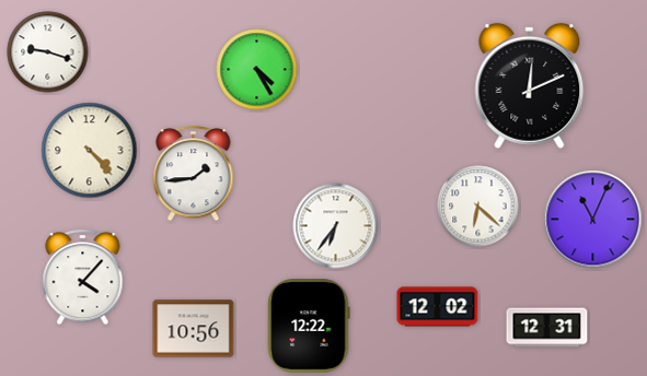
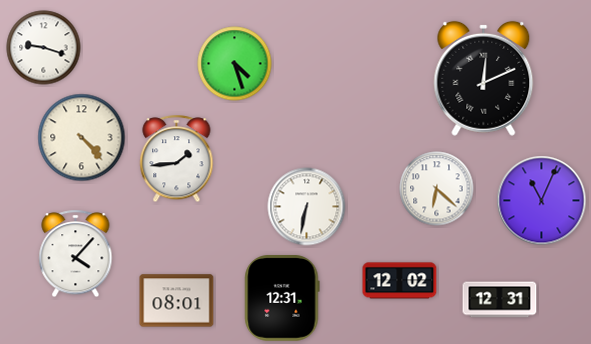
clock at (257, 70): 4:25 -> 4:27
clock at (336, 226): 6:36 -> 6:32
clock at (309, 327): 12:22 -> 12:31
clock at (194, 329): 10:56 -> 08:01
